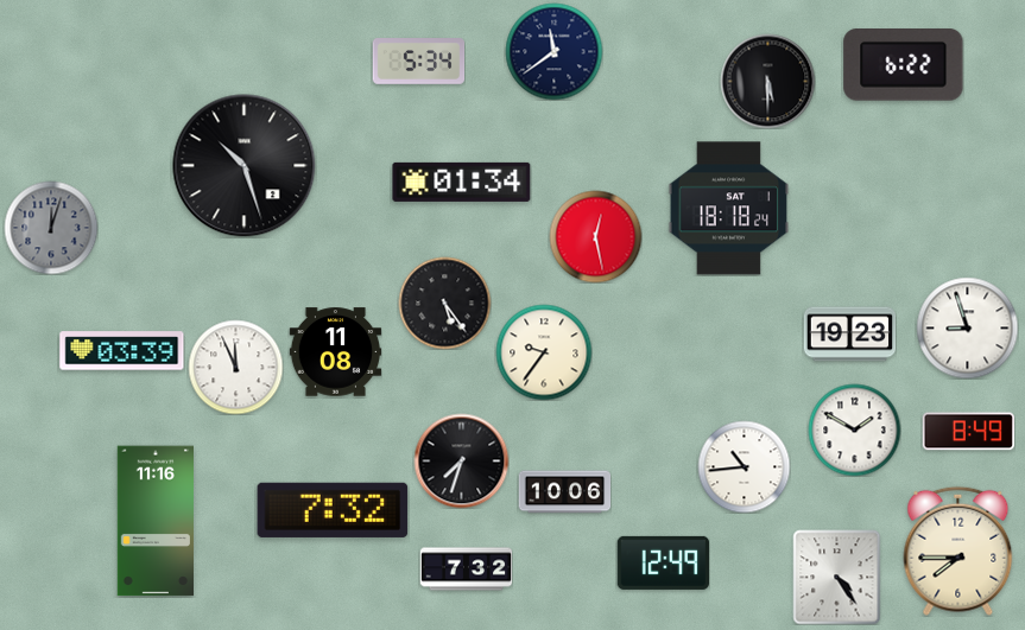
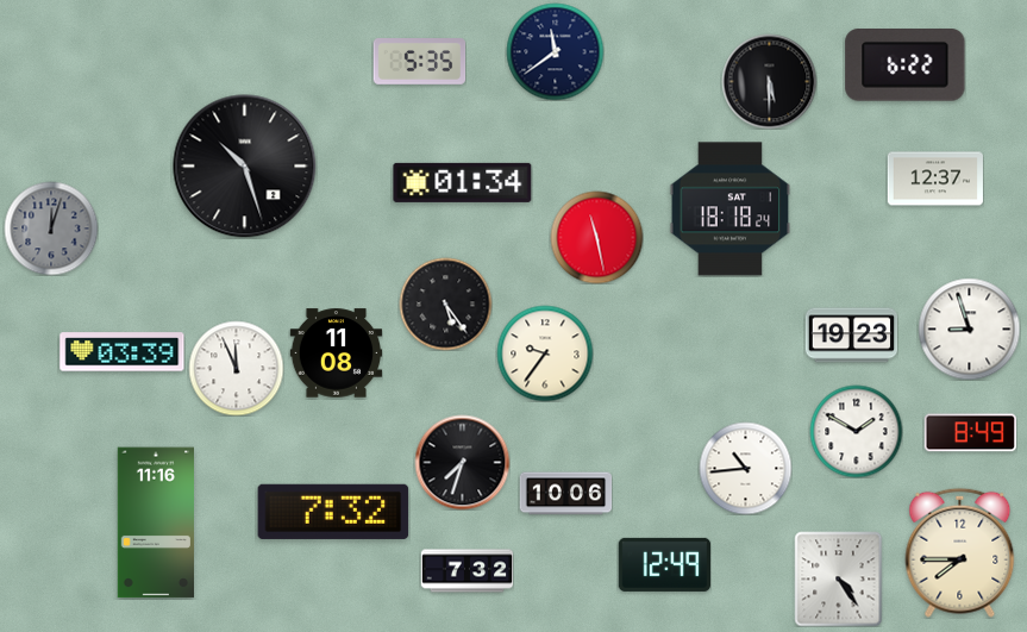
clock at (418, 62): 5:34 -> 5:35
clock at (935, 179): none -> 12:37
clock at (595, 236): 12:28 -> 11:28
